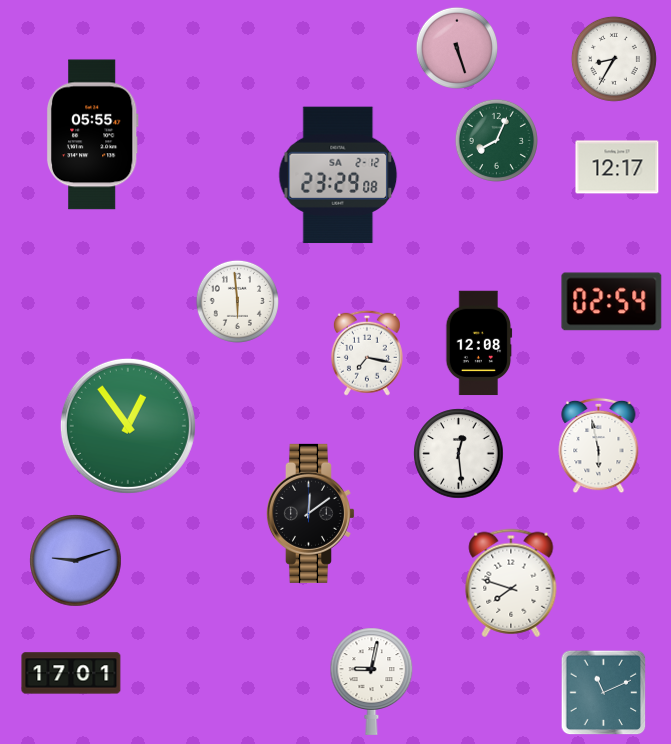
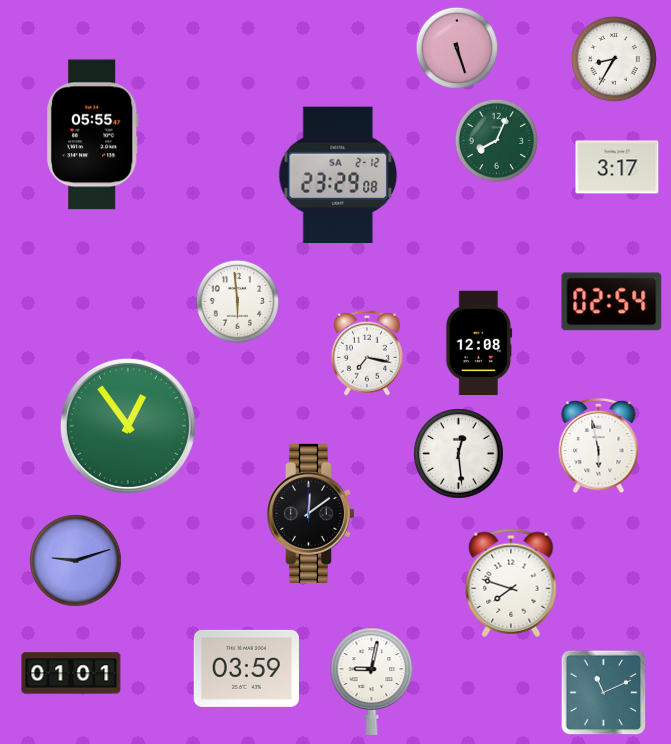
clock at (617, 167): 12:17 -> 3:17
clock at (246, 668): none -> 03:59
clock at (71, 673): 17:01 -> 01:01
